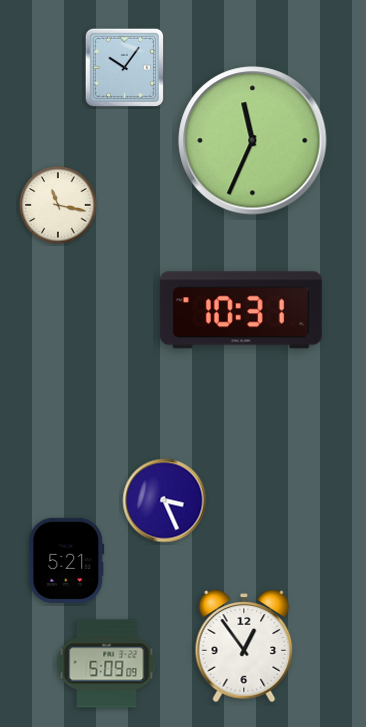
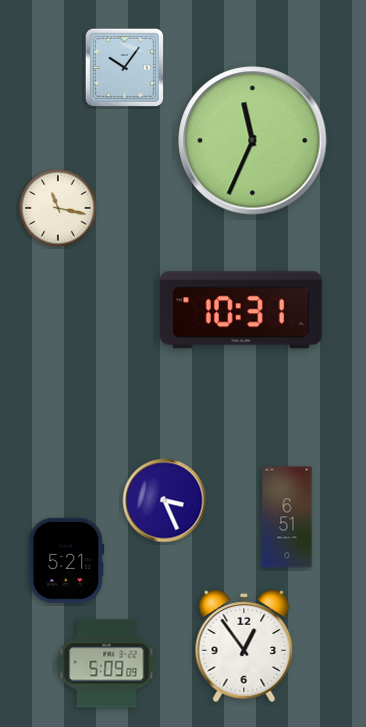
clock at (58, 205) position: (58, 205) -> (58, 208)
clock at (287, 517): none -> 6:51
